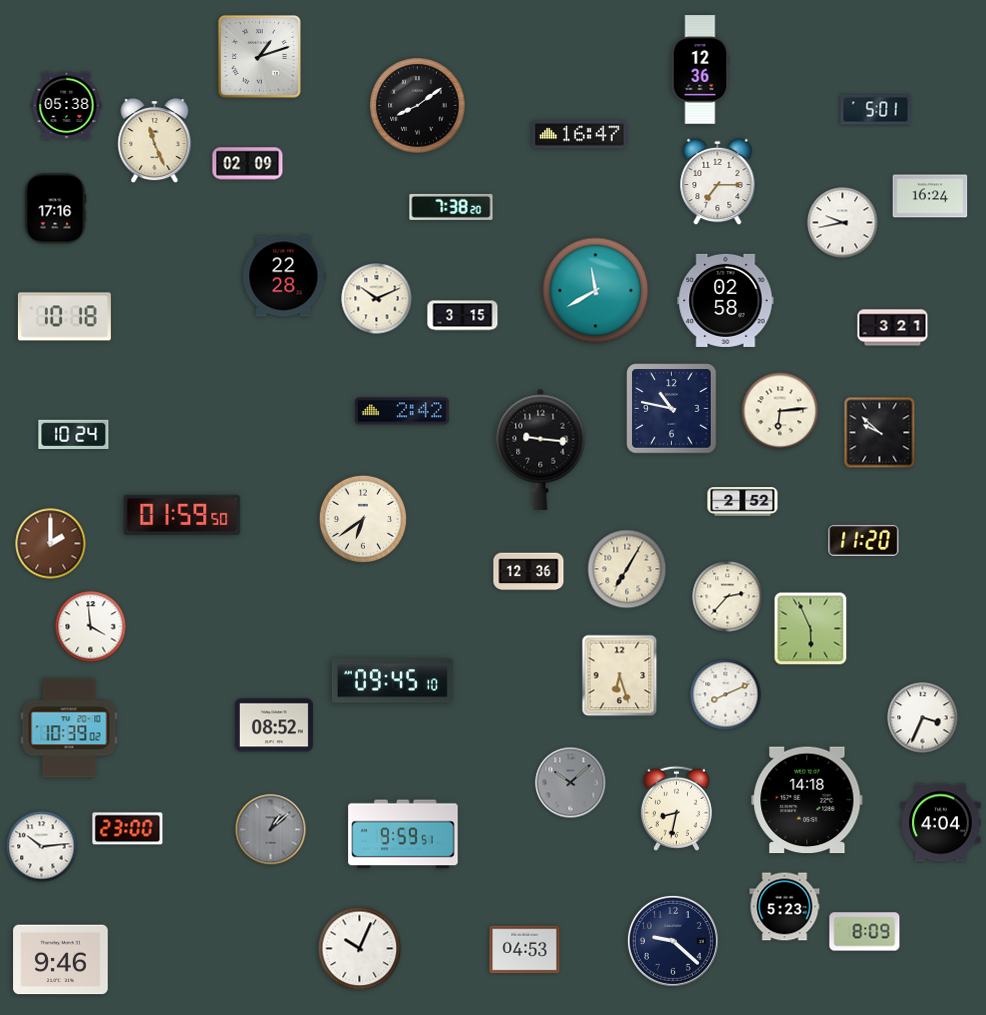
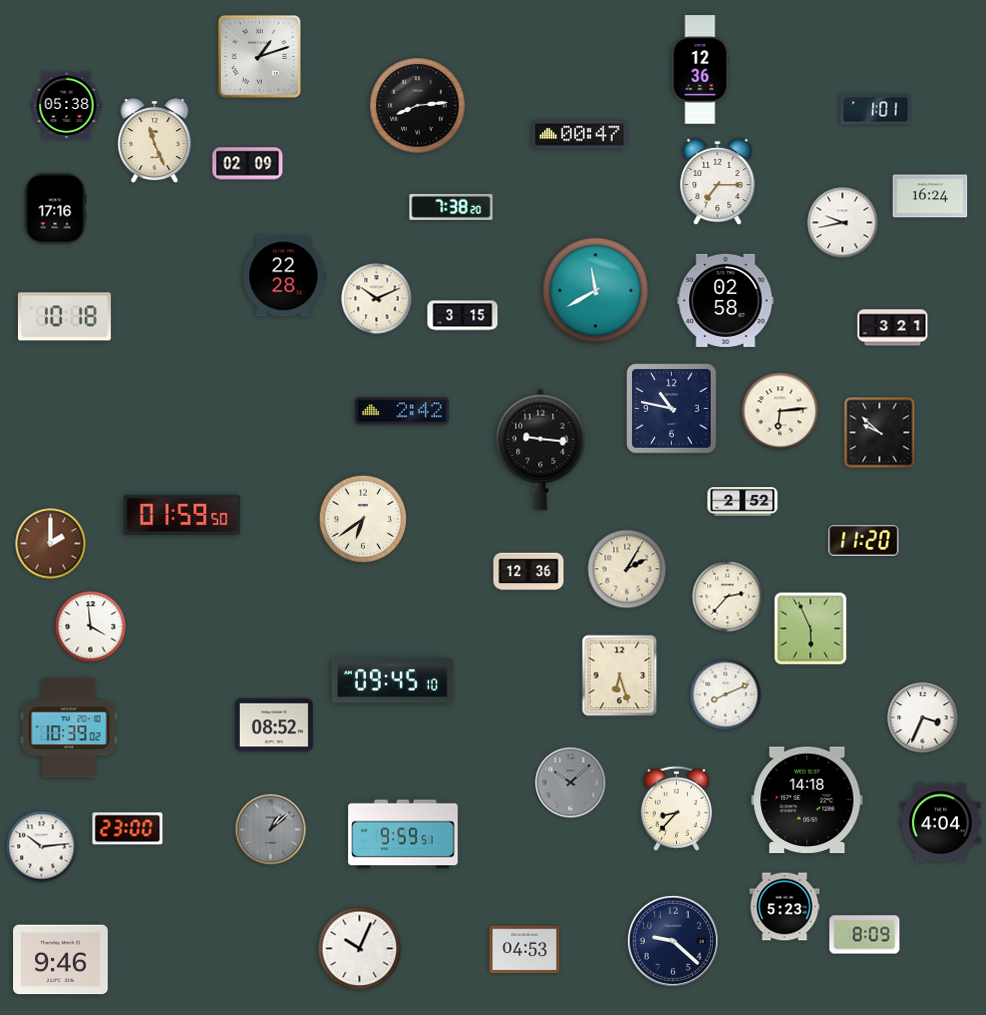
clock at (418, 106): 8:09 -> 8:14
clock at (876, 110): 5:01 -> 1:01
clock at (580, 135): 16:47 -> 00:47
clock at (74, 434): 10:24 -> none
clock at (627, 569): 7:05 -> 2:05
clock at (676, 808): 8:32 -> 8:37
clock at (865, 932) position: (865, 932) -> (865, 935)
